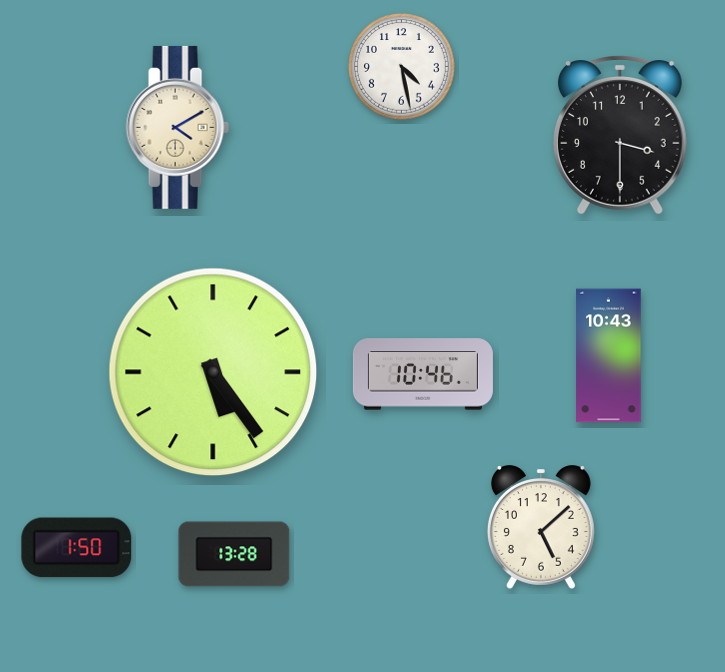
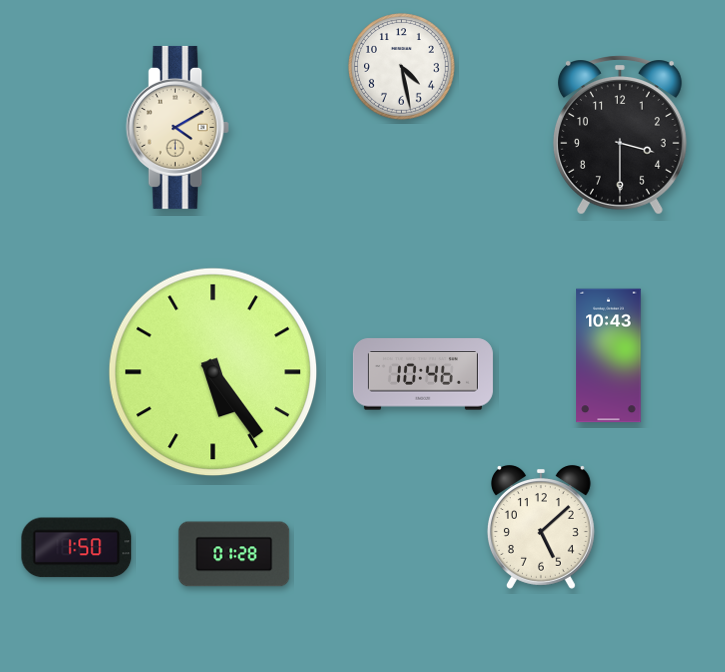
clock at (234, 554): 13:28 -> 01:28
